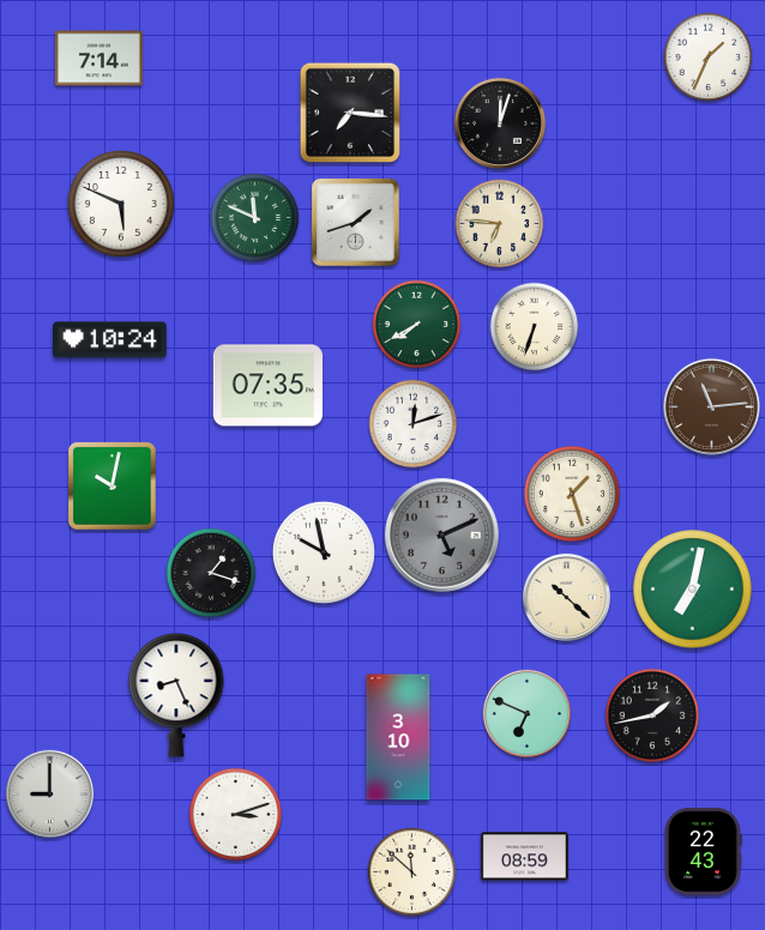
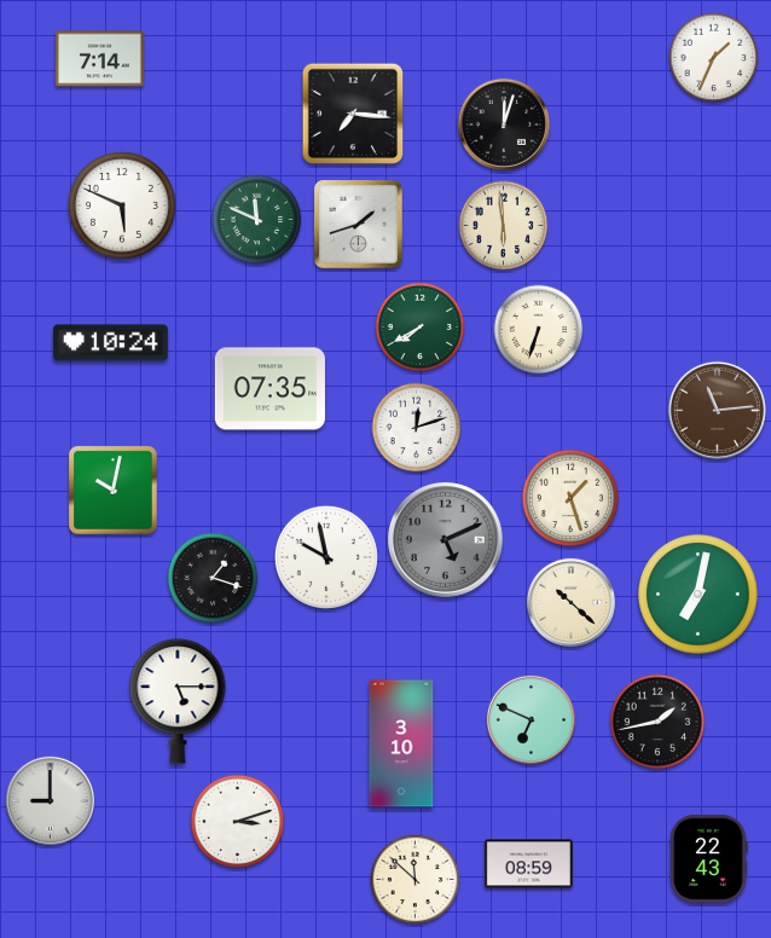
clock at (500, 224): 6:46 -> 5:59
clock at (572, 494) position: (572, 494) -> (570, 498)
clock at (176, 696): 8:26 -> 5:15
